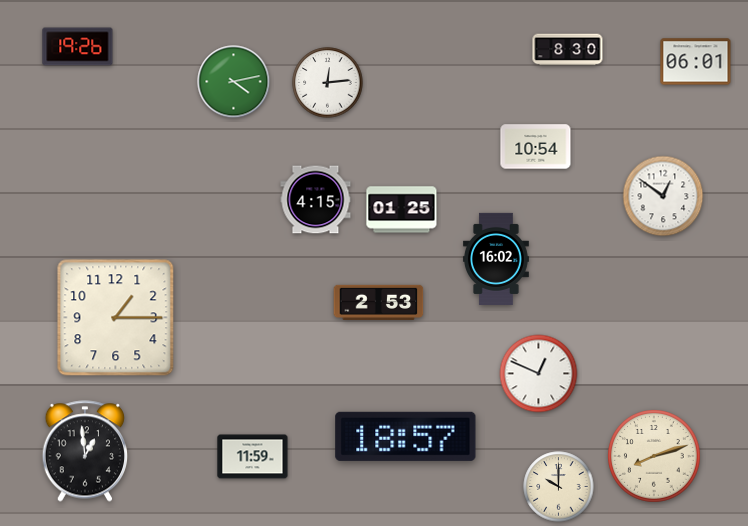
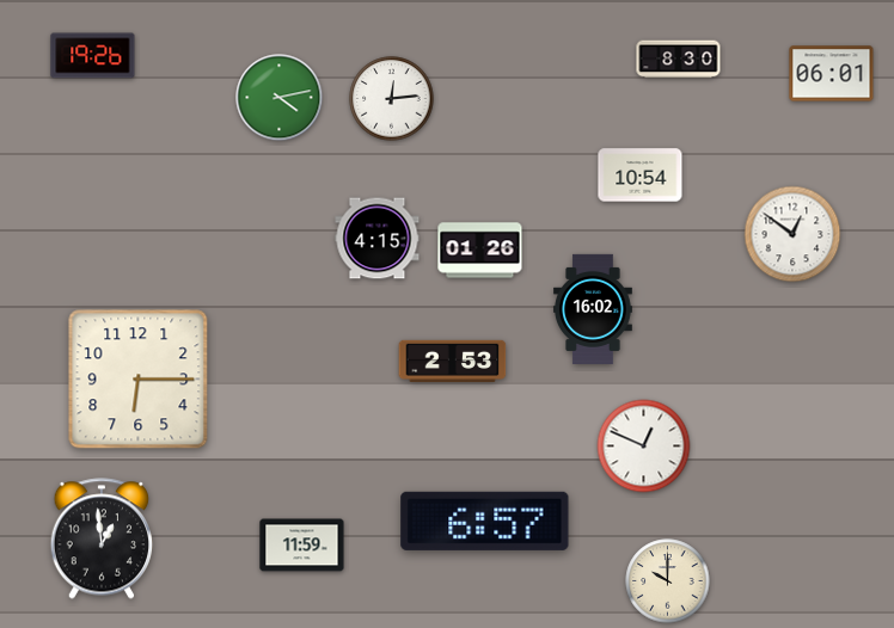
clock at (402, 210): 01:25 -> 01:26
clock at (116, 318): 1:15 -> 6:15
clock at (406, 436): 18:57 -> 6:57
clock at (655, 457): 8:12 -> none
